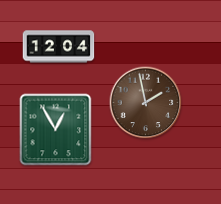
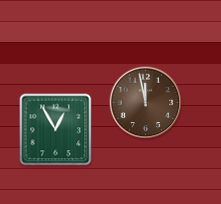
clock at (59, 47): 12:04 -> none
clock at (146, 103): 1:58 -> 11:58
